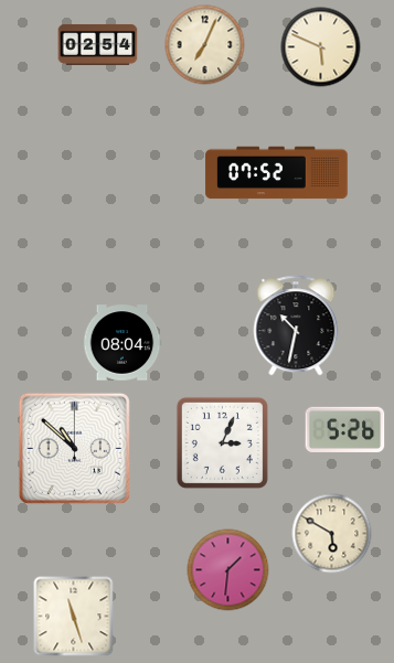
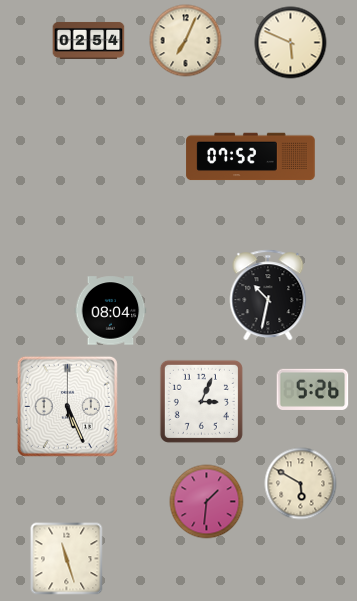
clock at (74, 448): 10:52 -> 5:26
clock at (228, 570) position: (228, 570) -> (207, 502)
